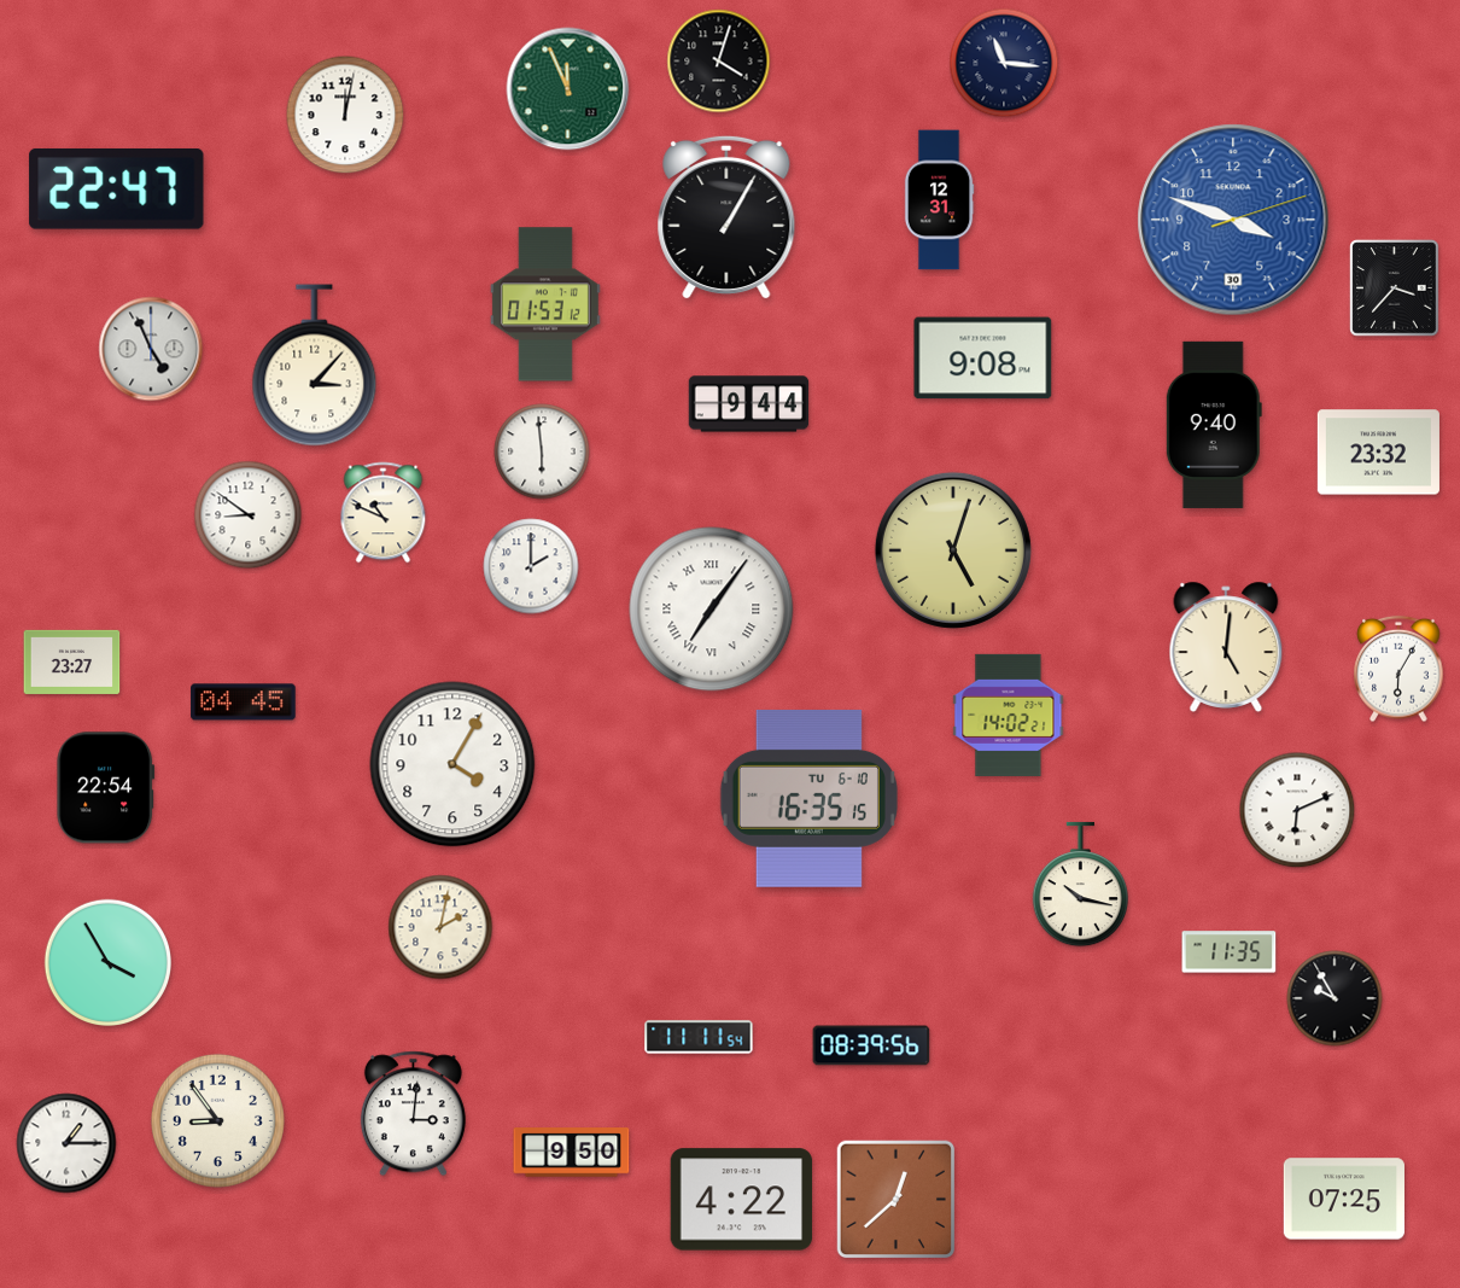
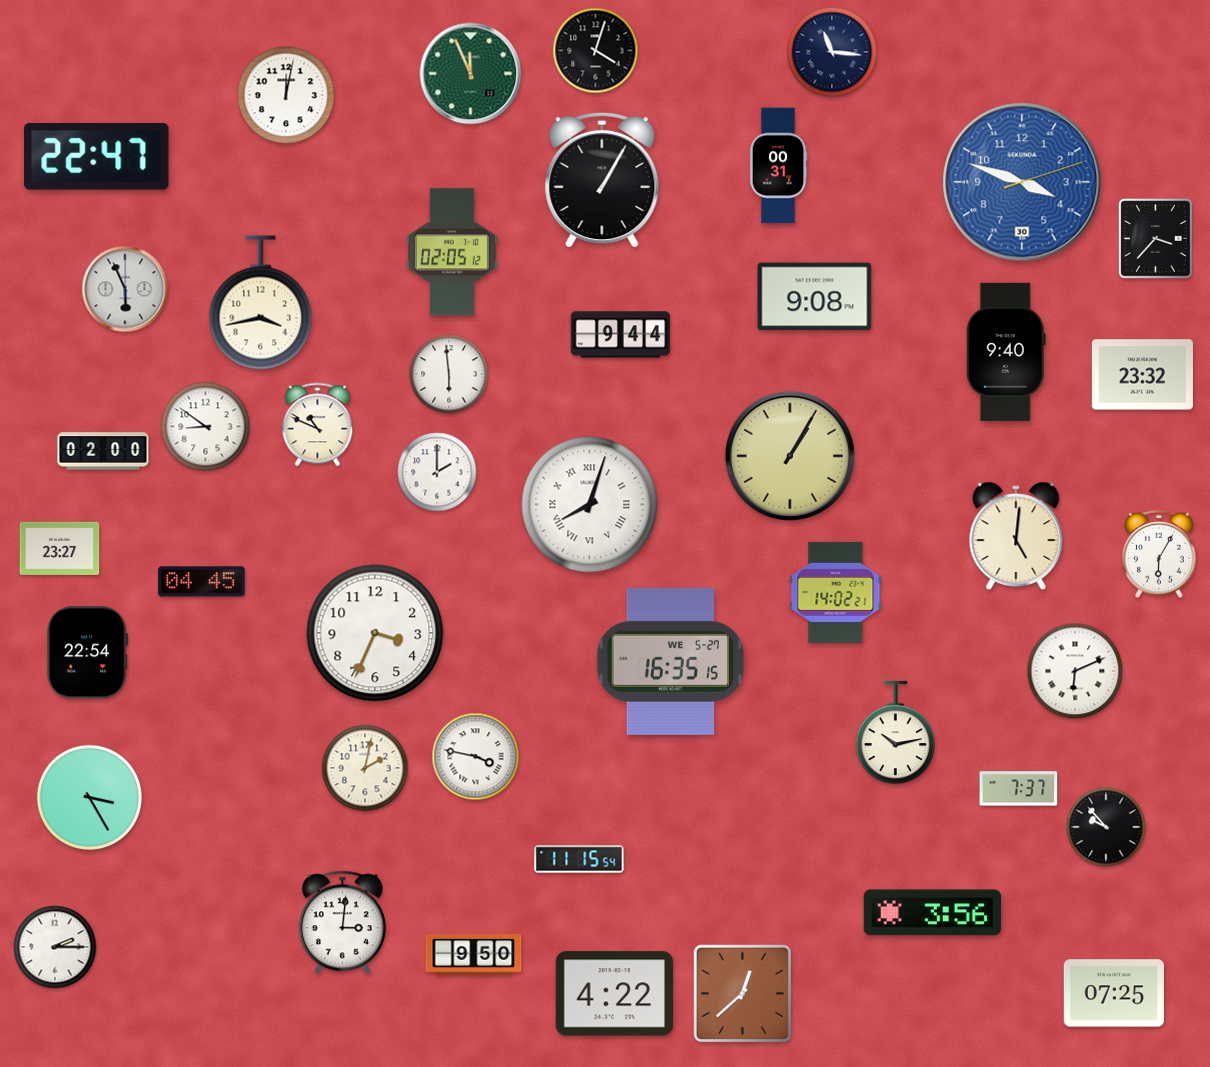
clock at (939, 200): 12:31 -> 00:31
clock at (545, 304): 01:53 -> 02:05
clock at (151, 349): 4:56 -> 5:56
clock at (315, 366): 3:07 -> 3:43
clock at (103, 451): none -> 02:00
clock at (953, 550): 5:03 -> 1:05
clock at (531, 566) position: (531, 566) -> (437, 472)
clock at (712, 610): 7:06 -> 8:03
clock at (452, 764): 4:05 -> 3:34
clock at (808, 798) date: TU 6-10 -> WE 5-27
clock at (1080, 885): 10:17 -> 10:13
clock at (476, 757): none -> 3:47
clock at (1230, 952): 11:35 -> 7:37
clock at (107, 962): 3:55 -> 3:25
clock at (1335, 998): 9:55 -> 9:53
clock at (699, 1037): 11:11 -> 11:15
clock at (871, 1045): 08:39 -> none
clock at (932, 913): none -> 3:56
clock at (217, 1120): 8:54 -> none
clock at (66, 1143): 1:15 -> 2:15
